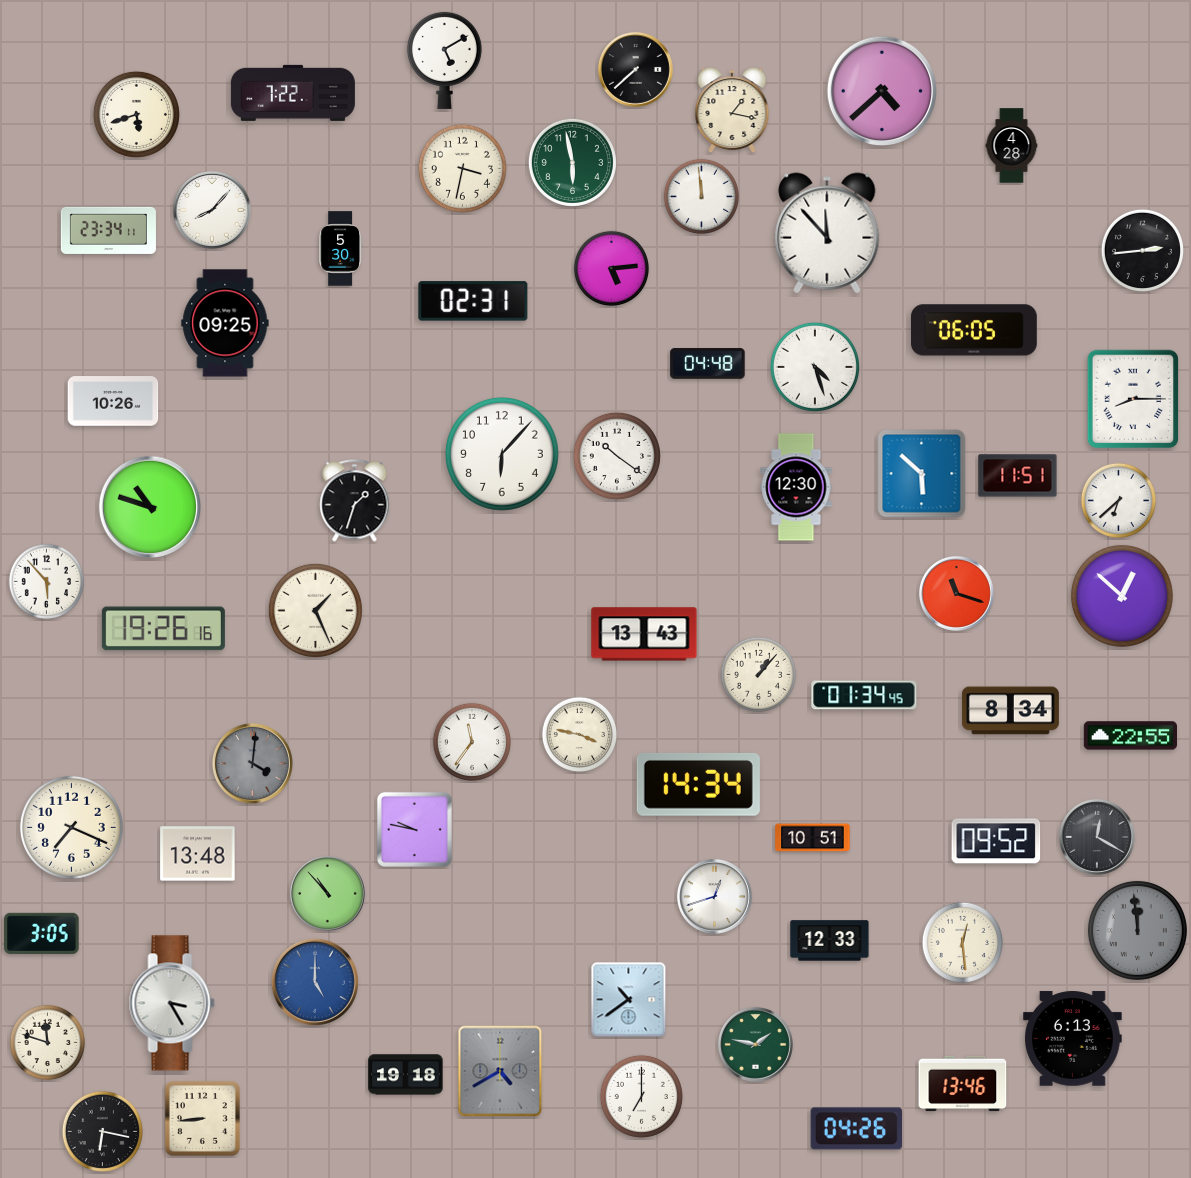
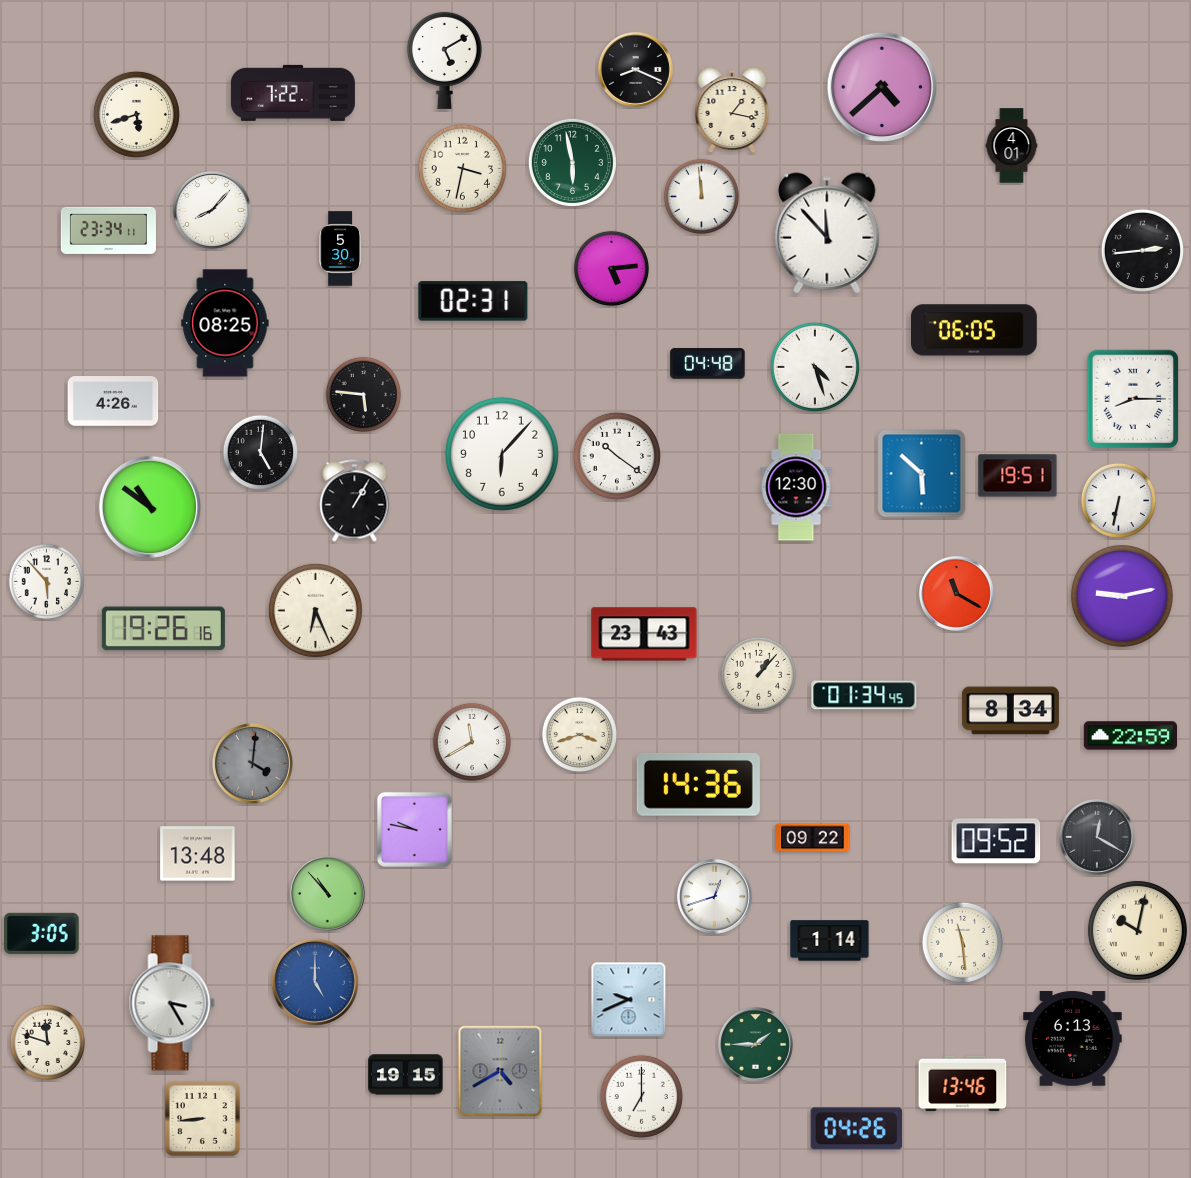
clock at (635, 69): 7:38 -> 8:19
clock at (882, 91) position: (882, 91) -> (882, 87)
clock at (1012, 146): 4:28 -> 4:01
clock at (225, 323): 09:25 -> 08:25
clock at (364, 395): none -> 5:46
clock at (113, 401): 10:26 -> 4:26
clock at (261, 453): none -> 5:01
clock at (1018, 476): 11:51 -> 19:51
clock at (355, 501): 1:33 -> 1:05
clock at (1119, 501): 6:38 -> 6:32
clock at (150, 507): 10:48 -> 10:51
clock at (956, 593): 11:18 -> 11:20
clock at (1122, 596): 12:52 -> 9:13
clock at (315, 610): 1:26 -> 6:26
clock at (644, 634): 13:43 -> 23:43
clock at (580, 735): 3:47 -> 3:42
clock at (1130, 736): 22:55 -> 22:59
clock at (471, 741): 11:36 -> 11:40
clock at (698, 785): 14:34 -> 14:36
clock at (71, 827): 7:19 -> none
clock at (813, 838): 10:51 -> 09:22
clock at (1137, 930): 11:59 -> 10:02
clock at (1137, 930) dial: grey -> cream
clock at (830, 941): 12:33 -> 1:14
clock at (962, 942): 12:29 -> 11:29
clock at (629, 1000): 10:39 -> 9:41
clock at (755, 1044): 1:47 -> 1:45
clock at (406, 1075): 19:18 -> 19:15
clock at (102, 1131): 6:17 -> none
